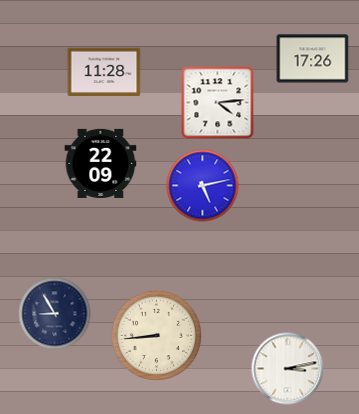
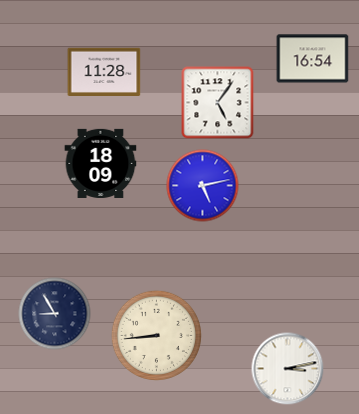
clock at (313, 59): 17:26 -> 16:54
clock at (218, 103): 4:14 -> 5:06
clock at (101, 163): 22:09 -> 18:09
